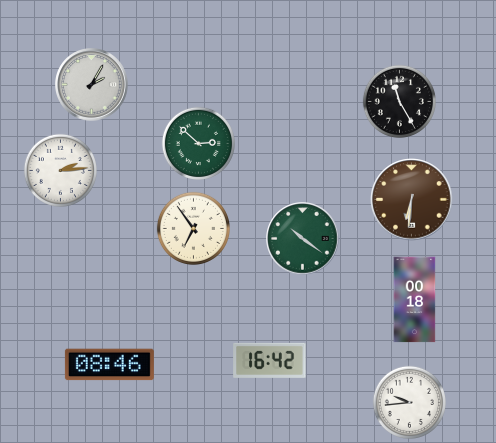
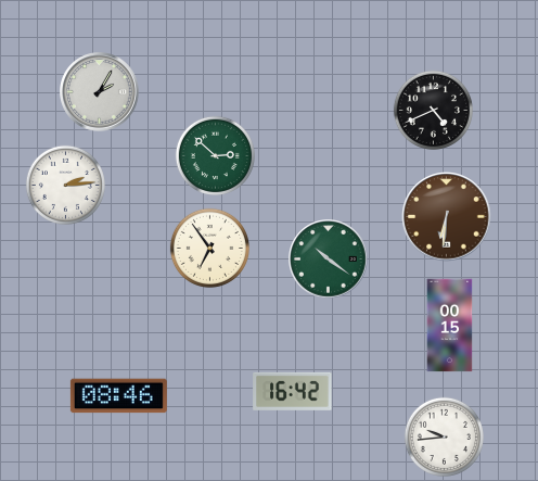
clock at (399, 101): 11:25 -> 4:41
clock at (415, 300): 00:18 -> 00:15
